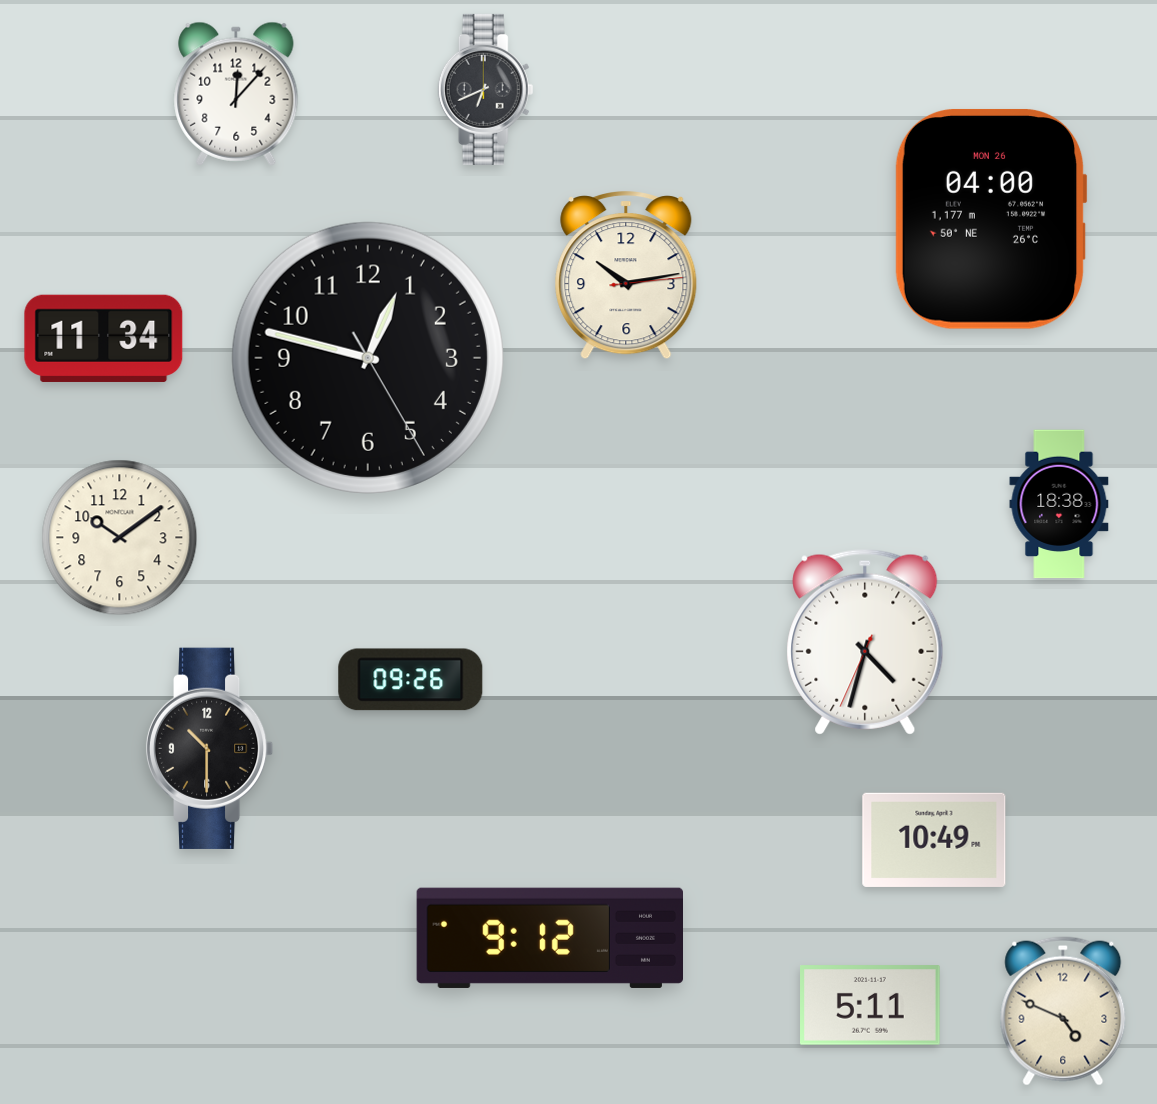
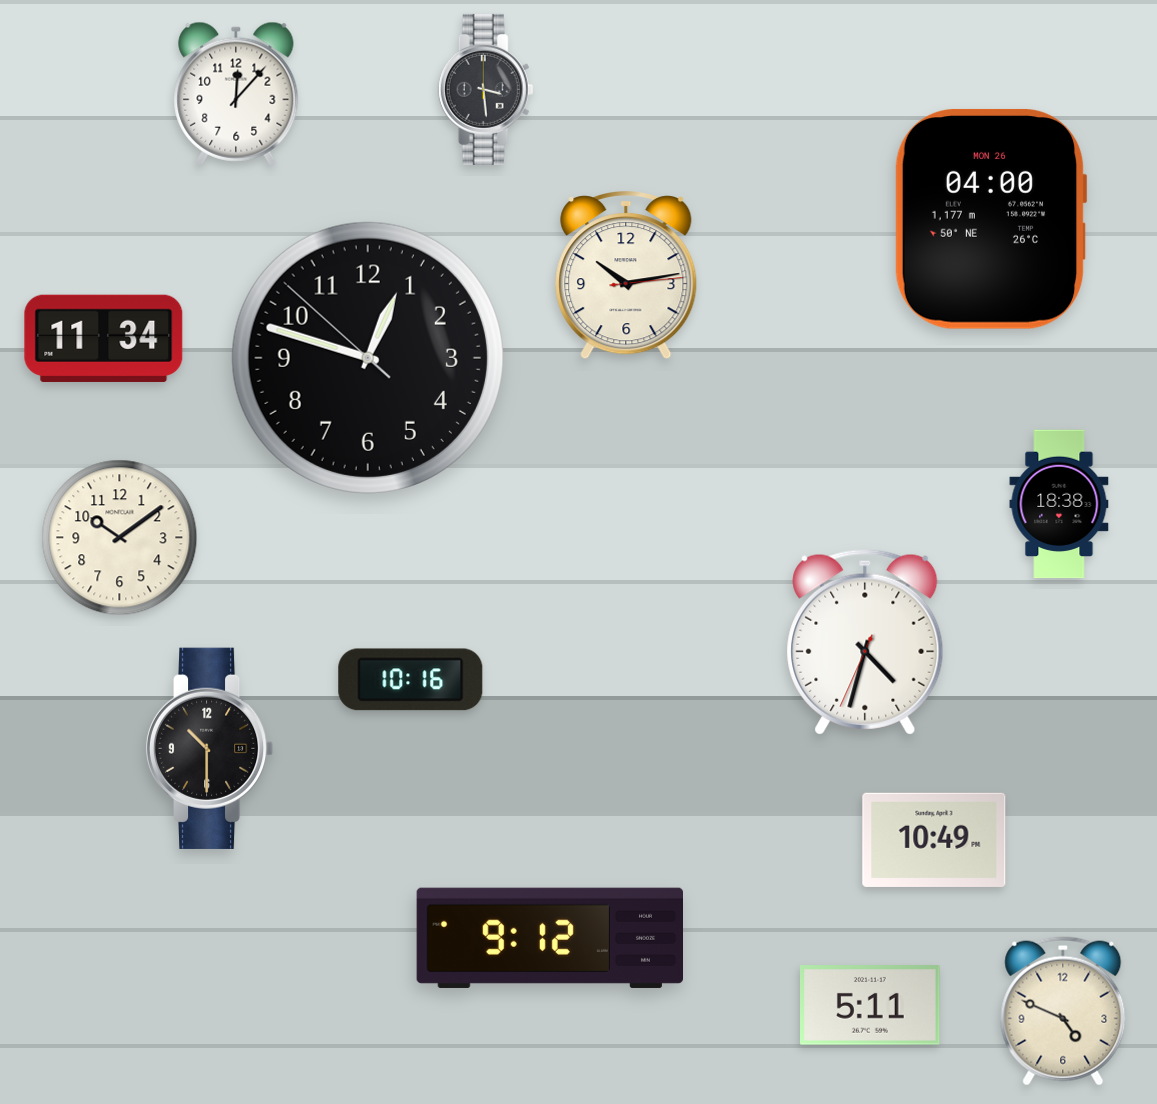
clock at (486, 89): 6:41 -> 3:29
clock at (368, 358): 12:47:25 -> 12:47:52
clock at (411, 680): 09:26 -> 10:16
